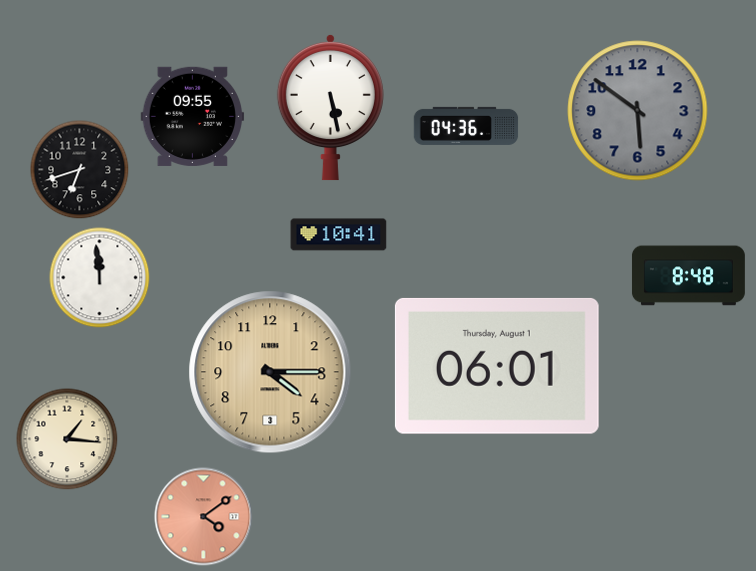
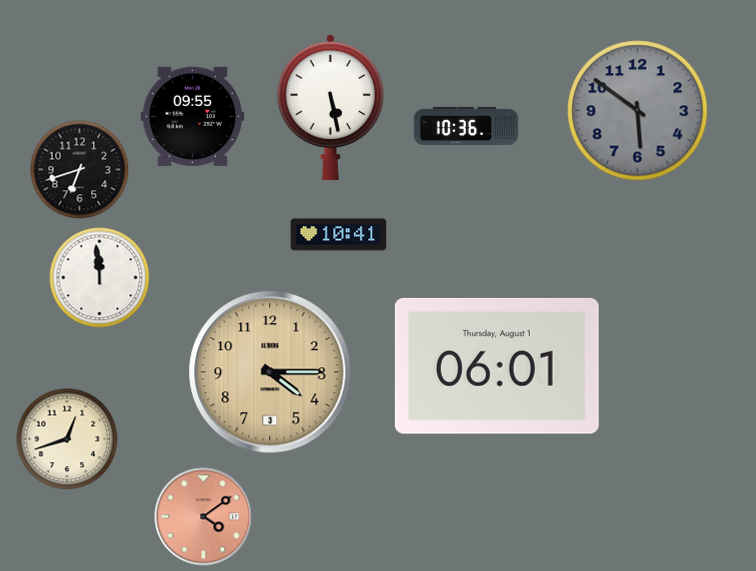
clock at (466, 126): 04:36 -> 10:36
clock at (688, 276): 8:48 -> none
clock at (67, 439): 1:16 -> 12:42
